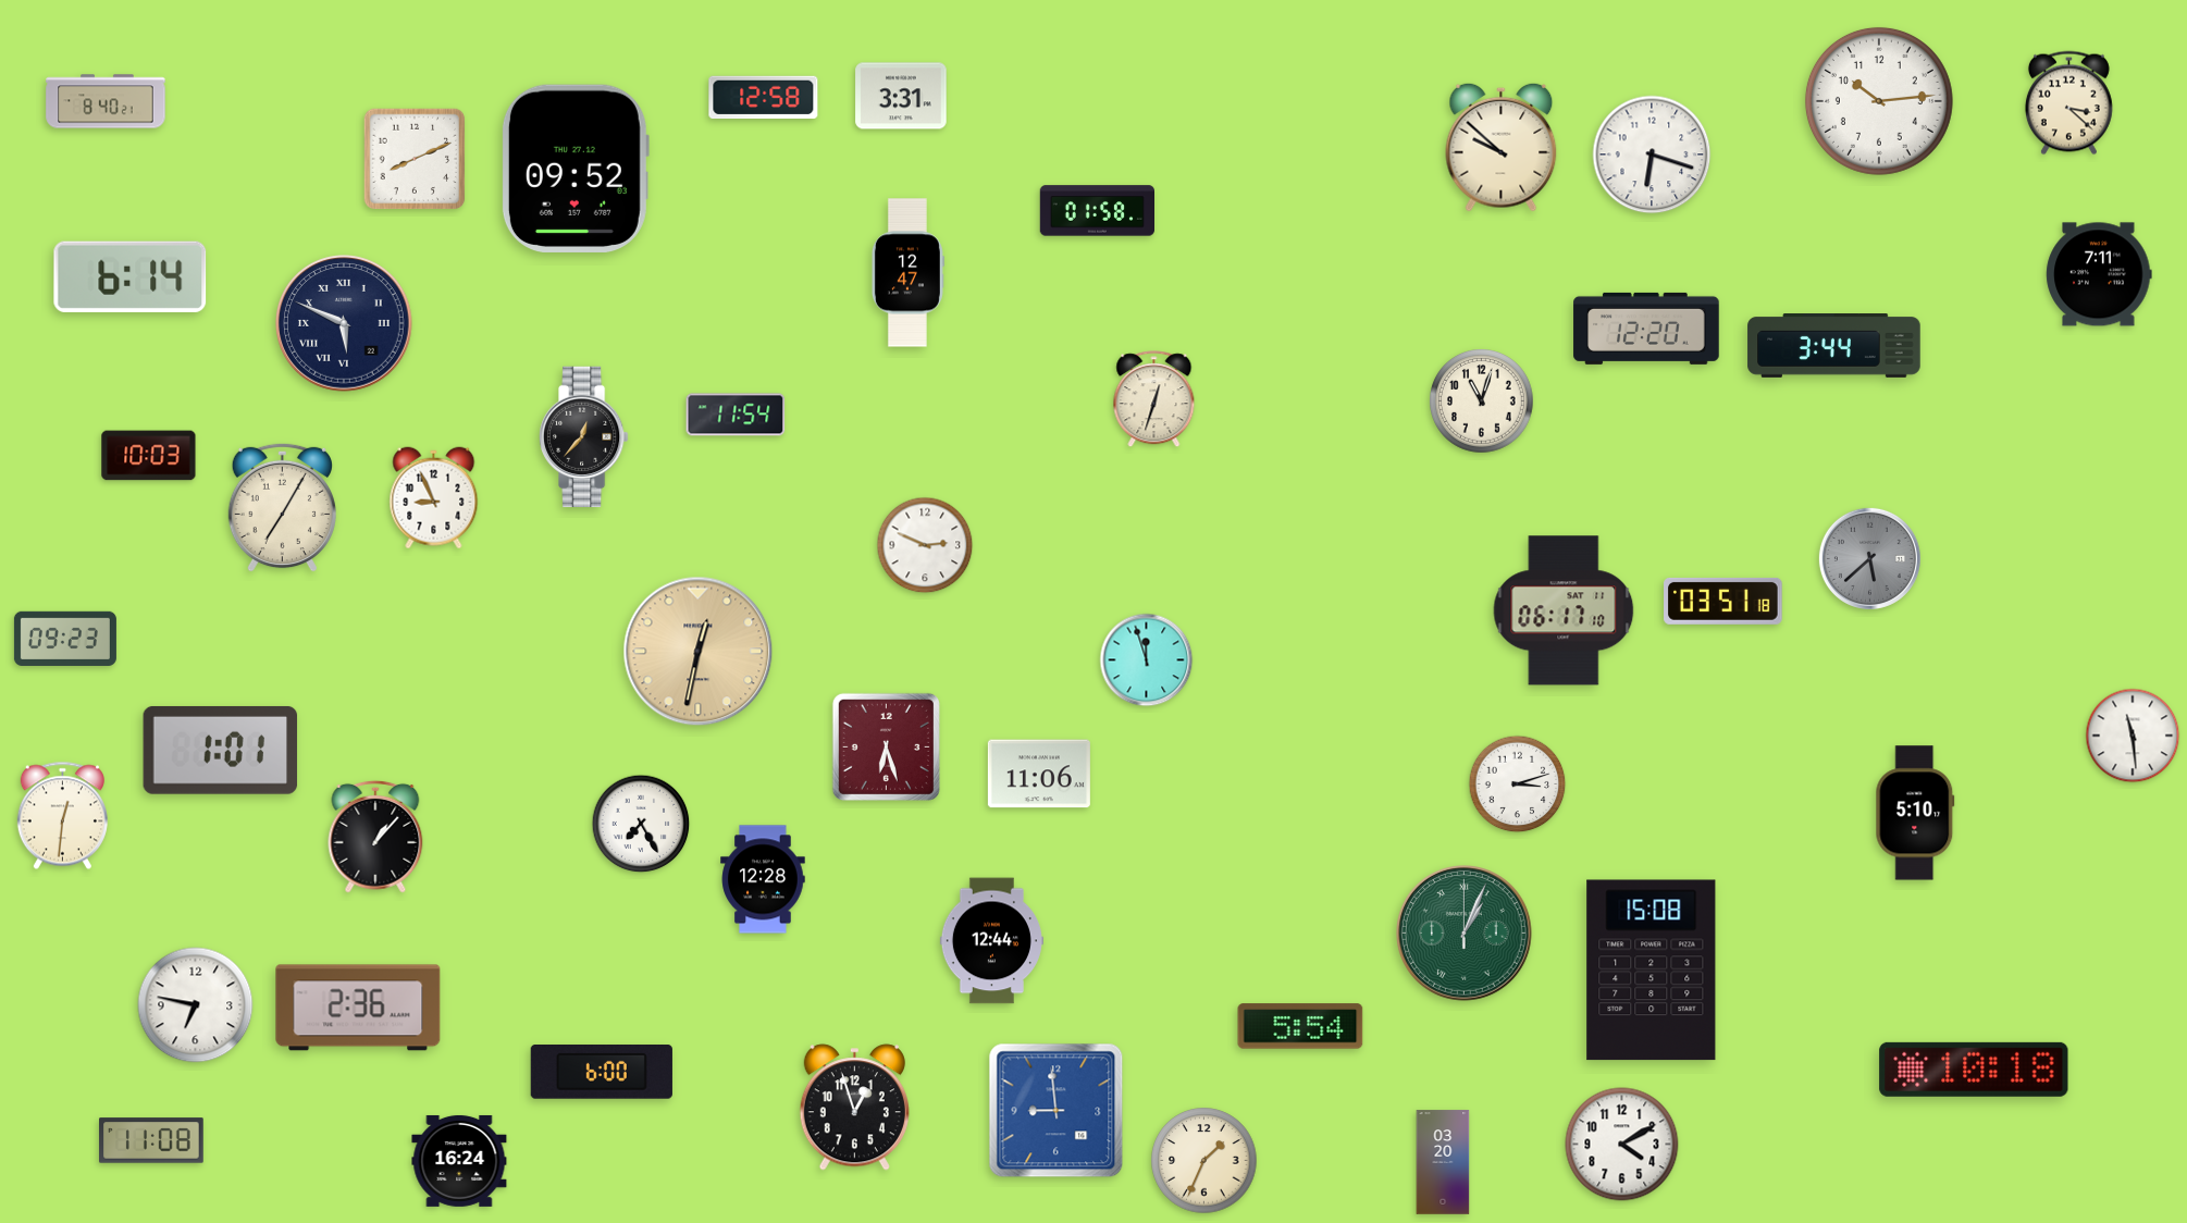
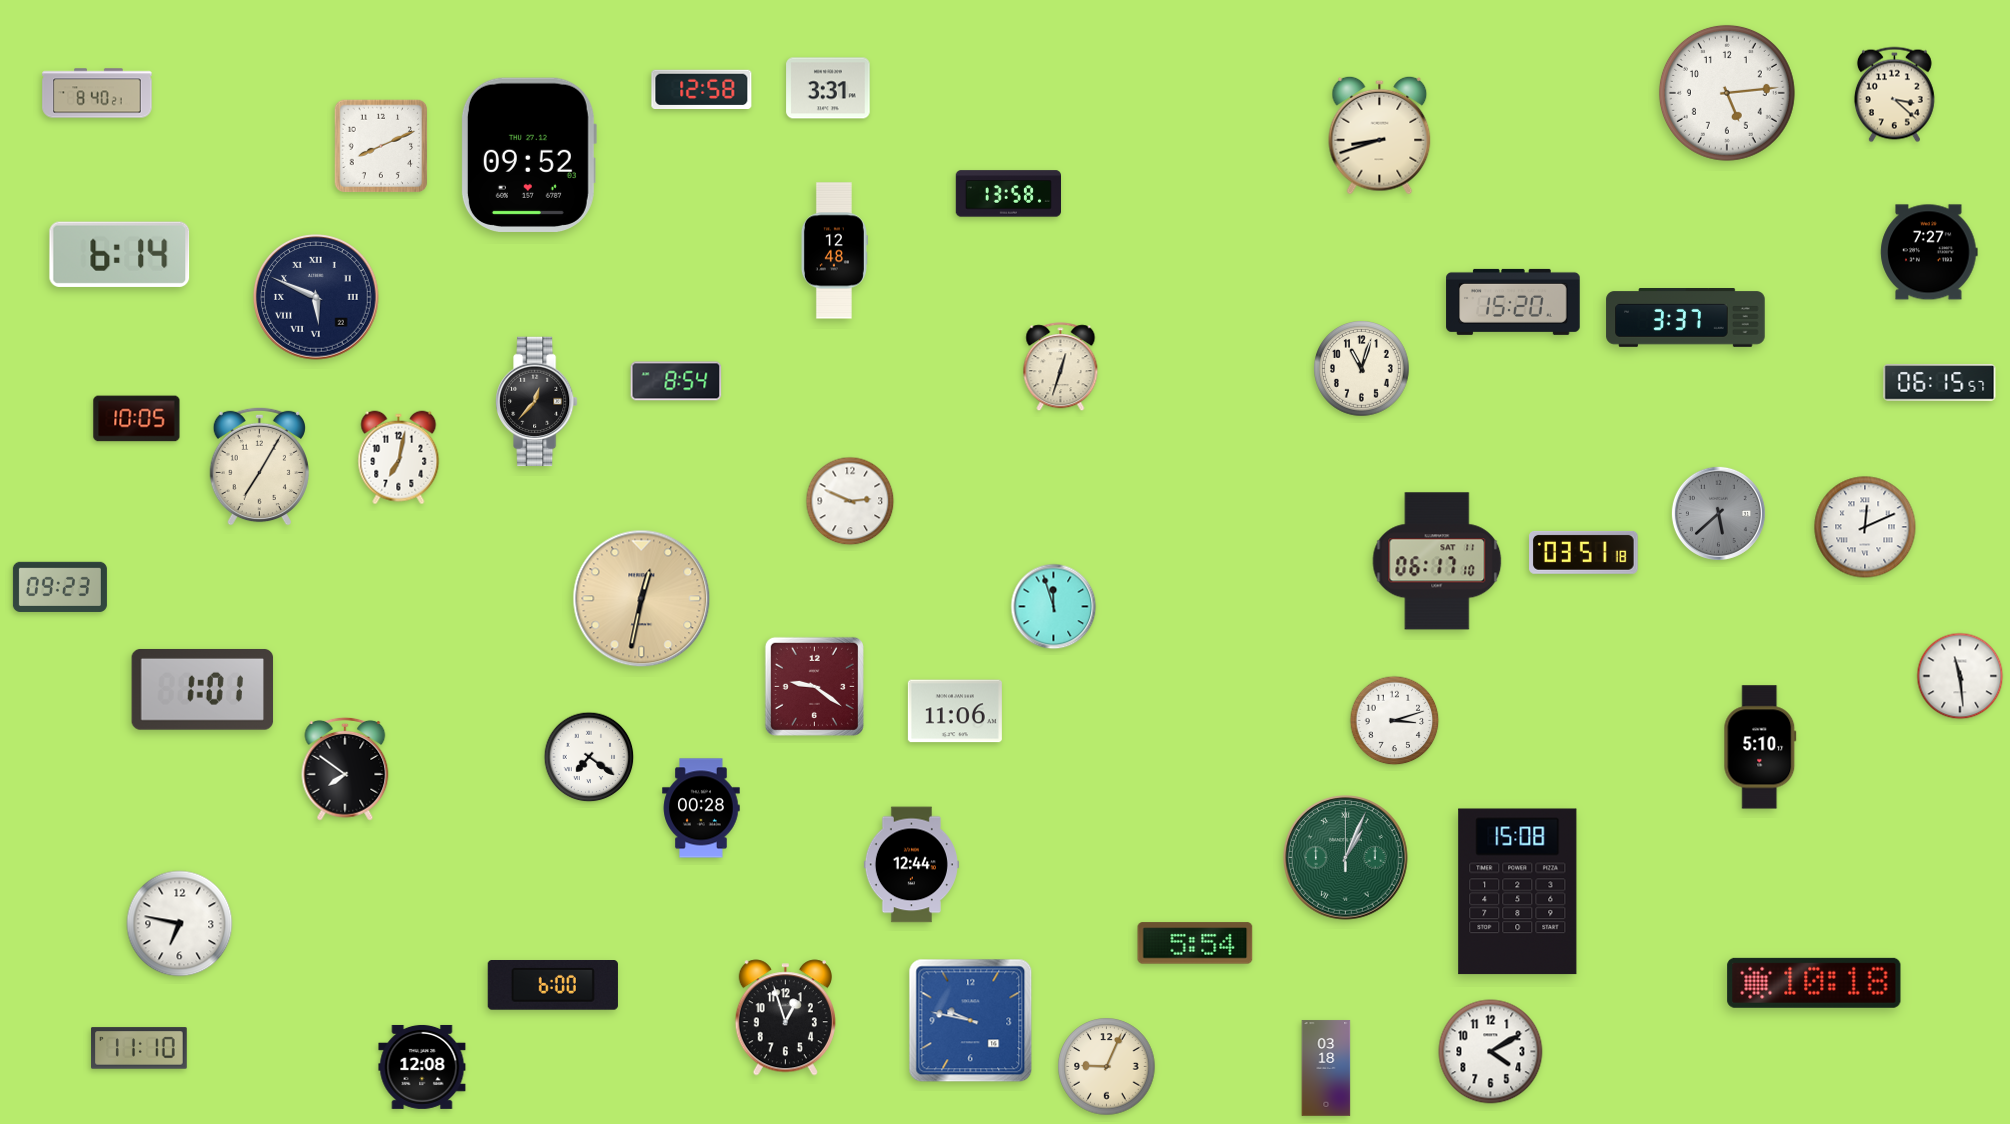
clock at (1879, 101): 10:14 -> 5:14
clock at (2068, 103) position: (2068, 103) -> (1894, 95)
clock at (1502, 147): 9:52 -> 8:42
clock at (1652, 155): 6:18 -> none
clock at (1097, 211): 01:58 -> 13:58
clock at (907, 273): 12:47 -> 12:48
clock at (2099, 274): 7:11 -> 7:27
clock at (1646, 329): 12:20 -> 15:20
clock at (1834, 346): 3:44 -> 3:37
clock at (736, 415): 11:54 -> 8:54
clock at (1940, 383): none -> 06:15
clock at (149, 456): 10:03 -> 10:05
clock at (434, 498): 8:56 -> 7:02
clock at (1865, 527): none -> 12:11
clock at (886, 746): 6:27 -> 9:21
clock at (62, 816): 12:31 -> none
clock at (641, 824): 7:25 -> 7:21
clock at (375, 837): 1:07 -> 7:51
clock at (763, 879): 12:28 -> 00:28
clock at (358, 1008): 2:36 -> none
clock at (1057, 1111): 8:59 -> 9:47
clock at (151, 1140): 11:08 -> 11:10
clock at (459, 1161): 16:24 -> 12:08
clock at (1204, 1161): 1:34 -> 9:04
clock at (1443, 1162): 03:20 -> 03:18
